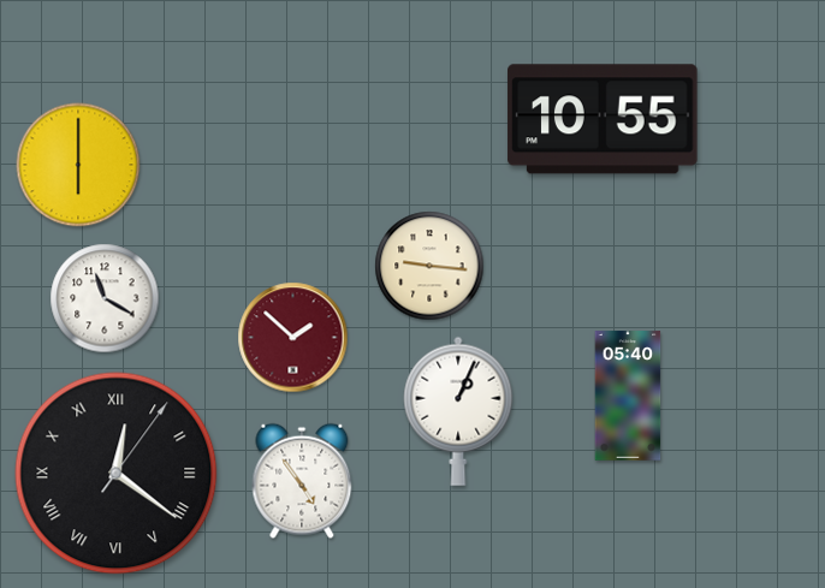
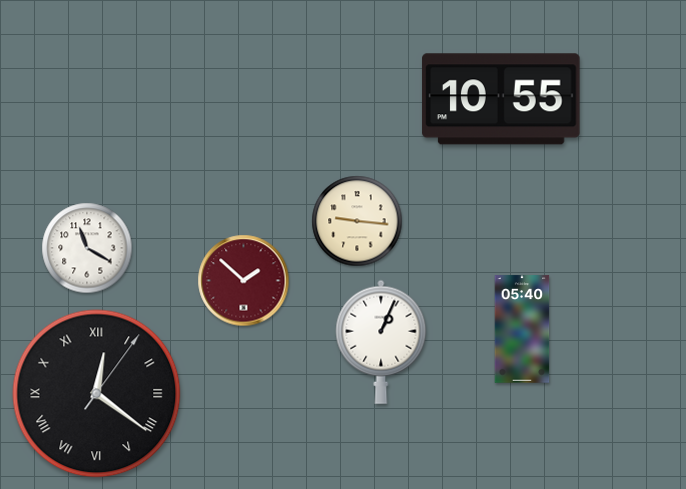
clock at (78, 165): 6:00 -> none
clock at (302, 481): 4:54 -> none
